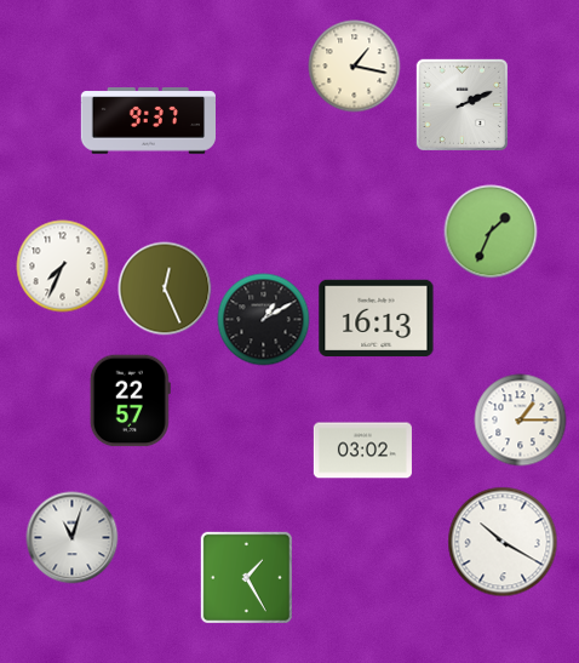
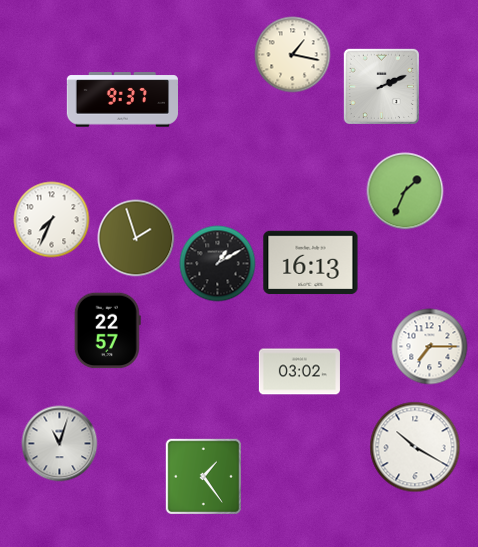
clock at (165, 288): 12:26 -> 1:57
clock at (521, 421): 1:15 -> 7:15
clock at (246, 577): 1:25 -> 1:24
